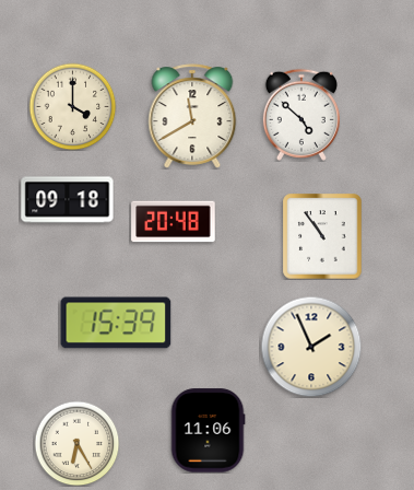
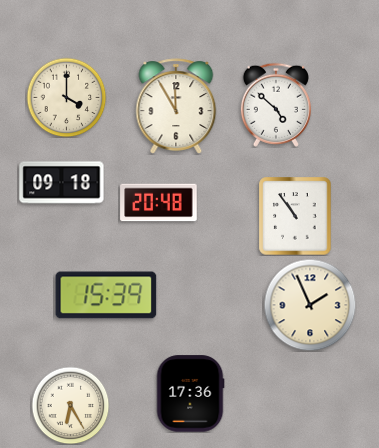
clock at (192, 116): 11:40 -> 11:55
clock at (311, 347) position: (311, 347) -> (310, 305)
clock at (208, 431): 11:06 -> 17:36
